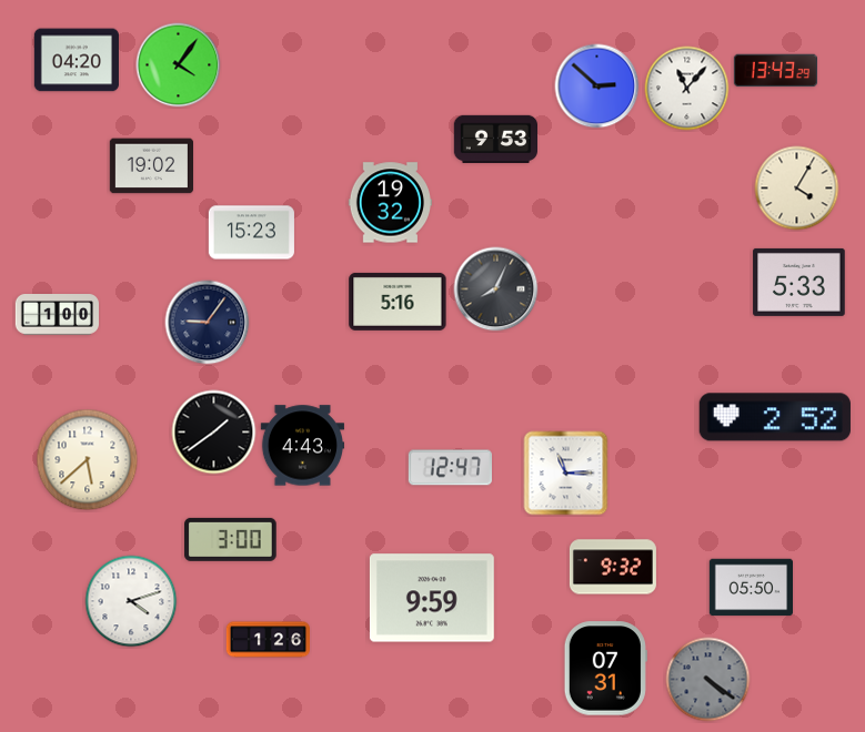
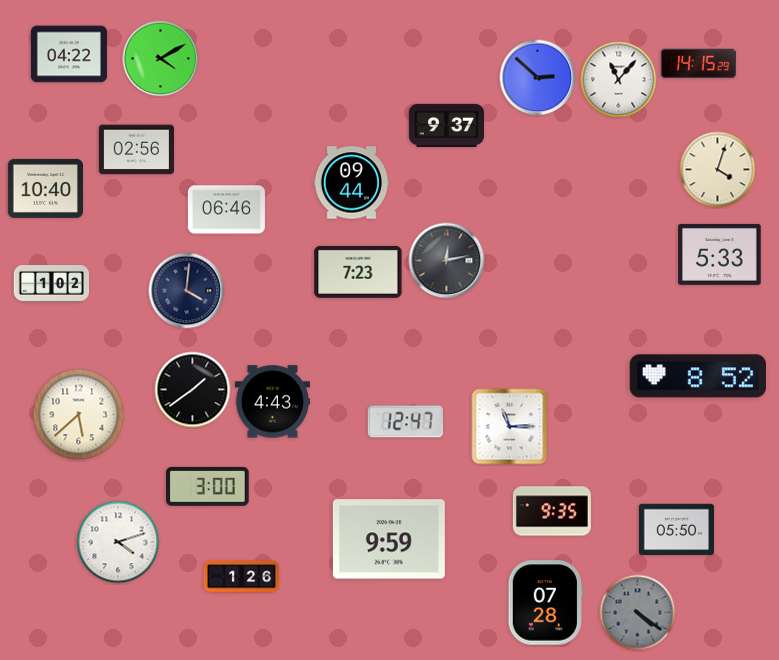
clock at (77, 60): 04:20 -> 04:22
clock at (179, 65): 4:06 -> 4:10
clock at (775, 71): 13:43 -> 14:15
clock at (495, 139): 9:53 -> 9:37
clock at (151, 166): 19:02 -> 02:56
clock at (797, 189): 4:05 -> 4:03
clock at (390, 203): 19:32 -> 09:44
clock at (45, 188): none -> 10:40
clock at (251, 233): 15:23 -> 06:46
clock at (496, 289): 8:04 -> 12:13
clock at (398, 302): 5:16 -> 7:23
clock at (57, 315): 1:00 -> 1:02
clock at (208, 323): 9:06 -> 4:01
clock at (775, 417): 2:52 -> 8:52
clock at (613, 567): 9:32 -> 9:35
clock at (605, 669): 07:31 -> 07:28
